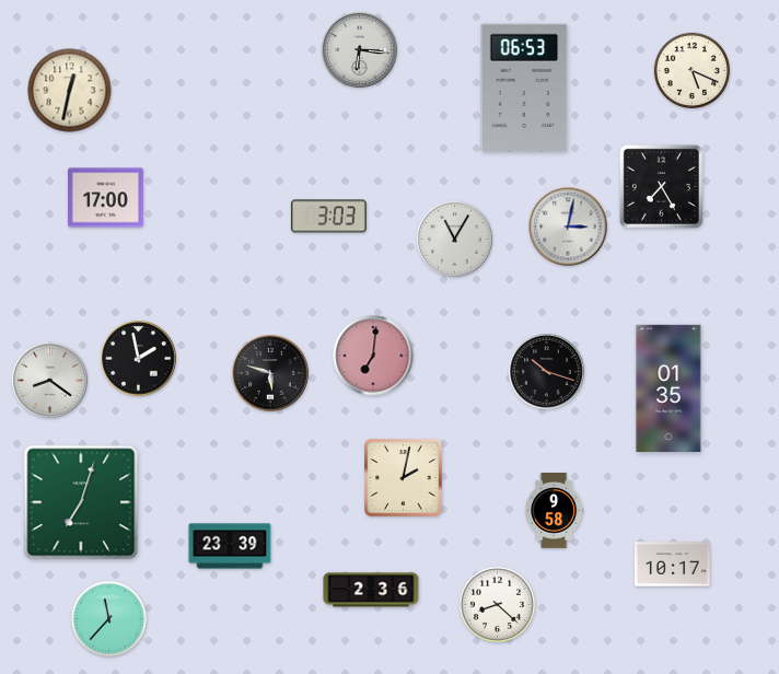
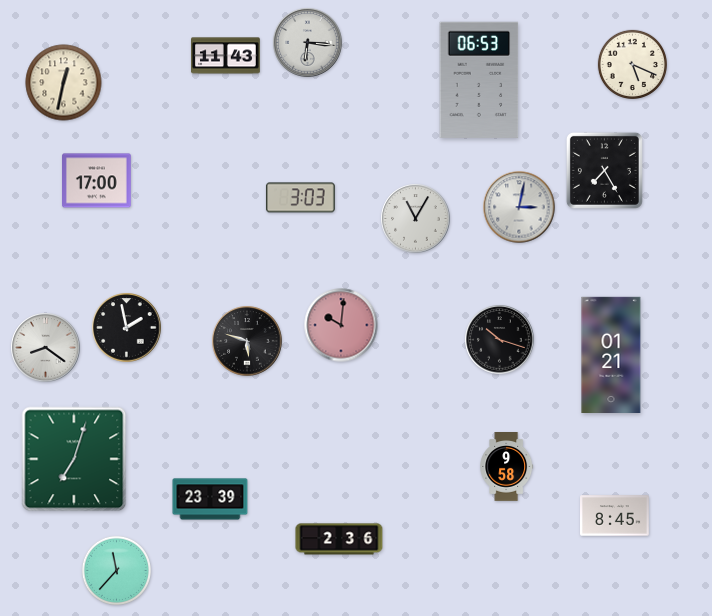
clock at (360, 50) position: (360, 50) -> (308, 43)
clock at (226, 56): none -> 11:43
clock at (373, 356): 7:01 -> 10:01
clock at (668, 387): 01:35 -> 01:21
clock at (404, 478): 2:02 -> none
clock at (673, 565): 10:17 -> 8:45
clock at (497, 604): 8:22 -> none
clock at (108, 618) position: (108, 618) -> (116, 570)
